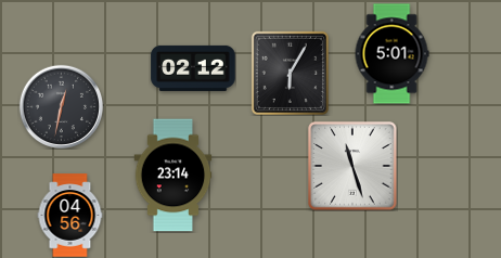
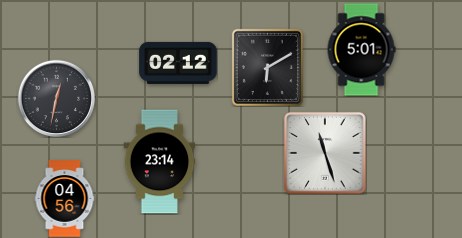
clock at (290, 73): 6:05 -> 6:10
